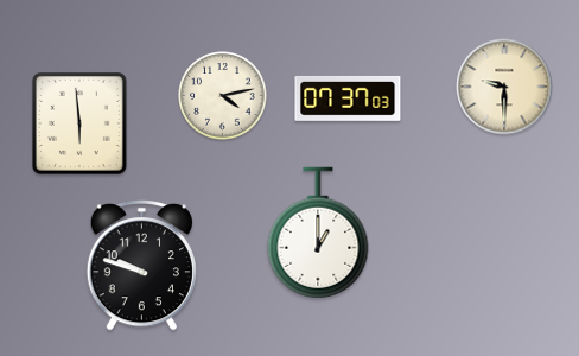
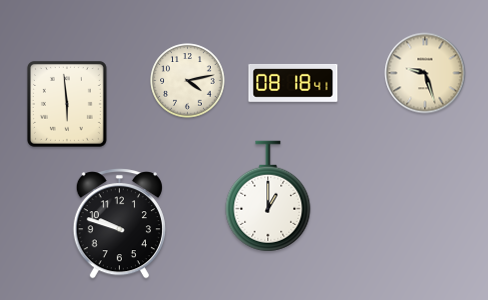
clock at (504, 87): 9:30 -> 9:27
clock at (348, 98): 07:37 -> 08:18
